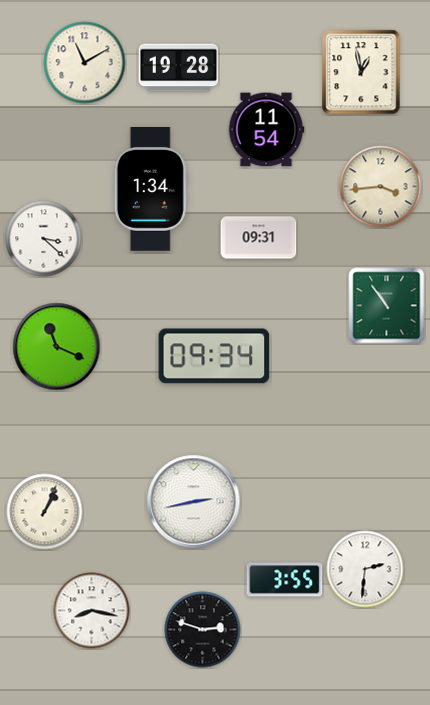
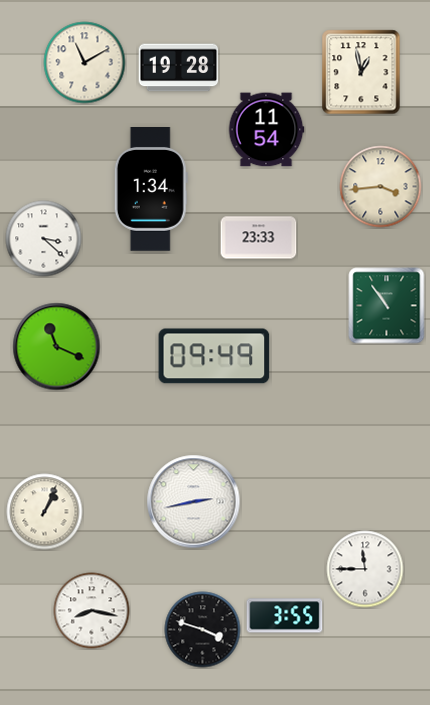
clock at (259, 238): 09:31 -> 23:33
clock at (214, 356): 09:34 -> 09:49
clock at (365, 569): 2:31 -> 11:45
clock at (285, 580) position: (285, 580) -> (285, 616)
clock at (203, 630): 2:48 -> 3:48
